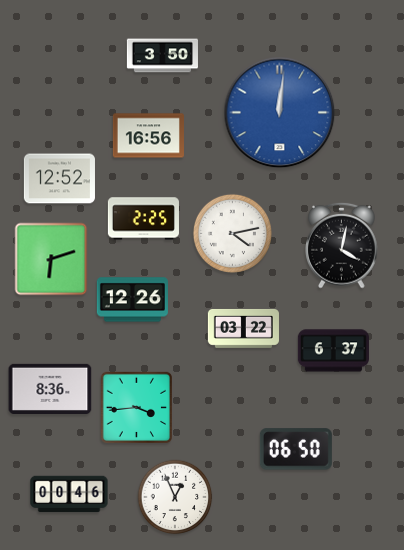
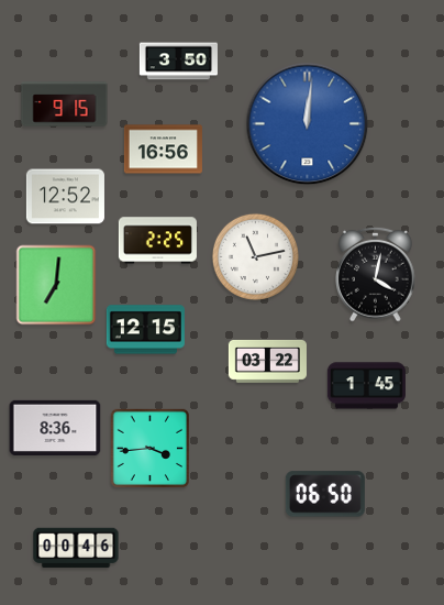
clock at (65, 105): none -> 9:15
clock at (232, 233): 4:13 -> 11:13
clock at (342, 245) position: (342, 245) -> (376, 274)
clock at (51, 259): 6:12 -> 7:01
clock at (132, 300): 12:26 -> 12:15
clock at (333, 351): 6:37 -> 1:45
clock at (69, 494) position: (69, 494) -> (76, 548)
clock at (175, 497): 12:56 -> none
